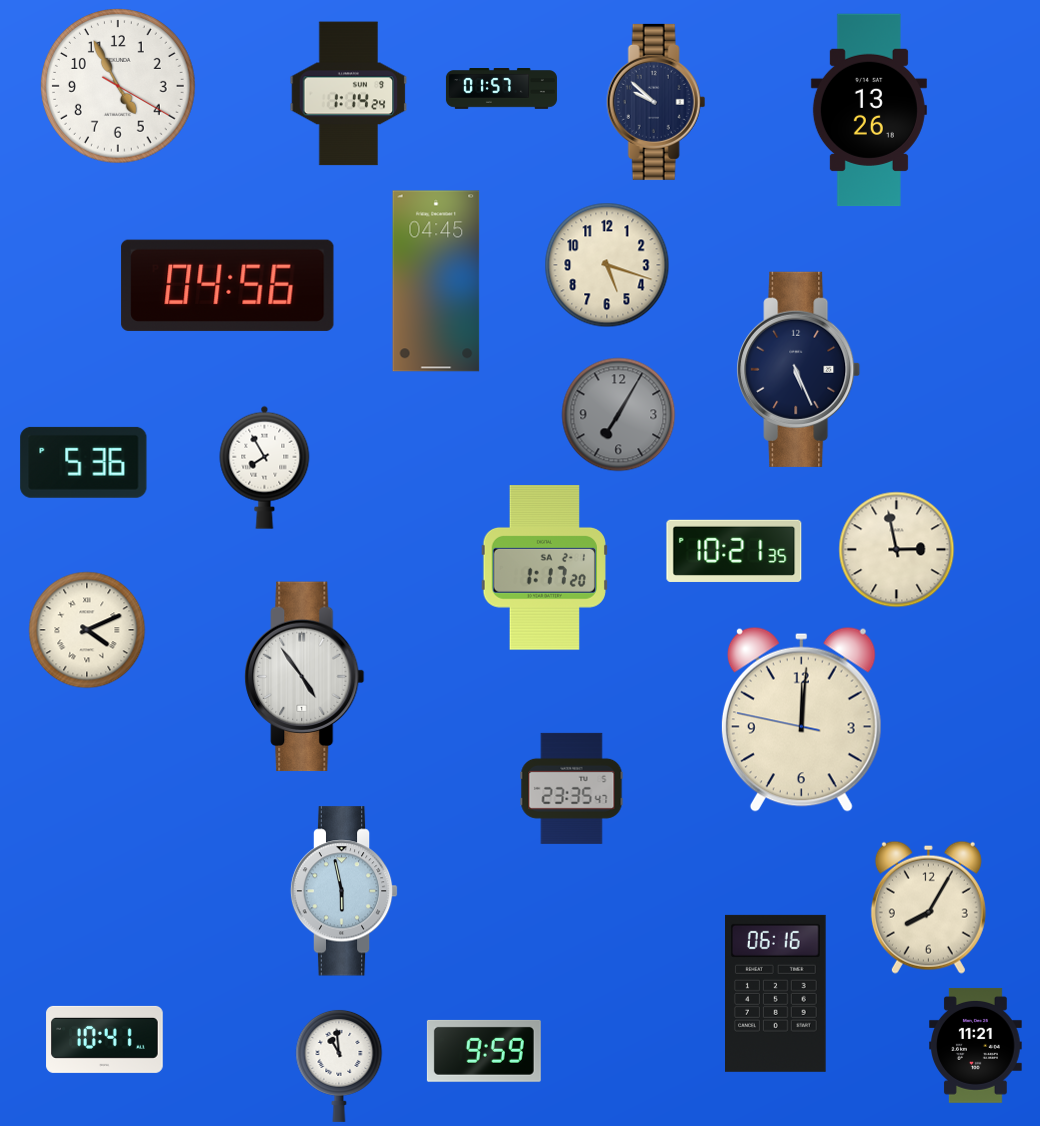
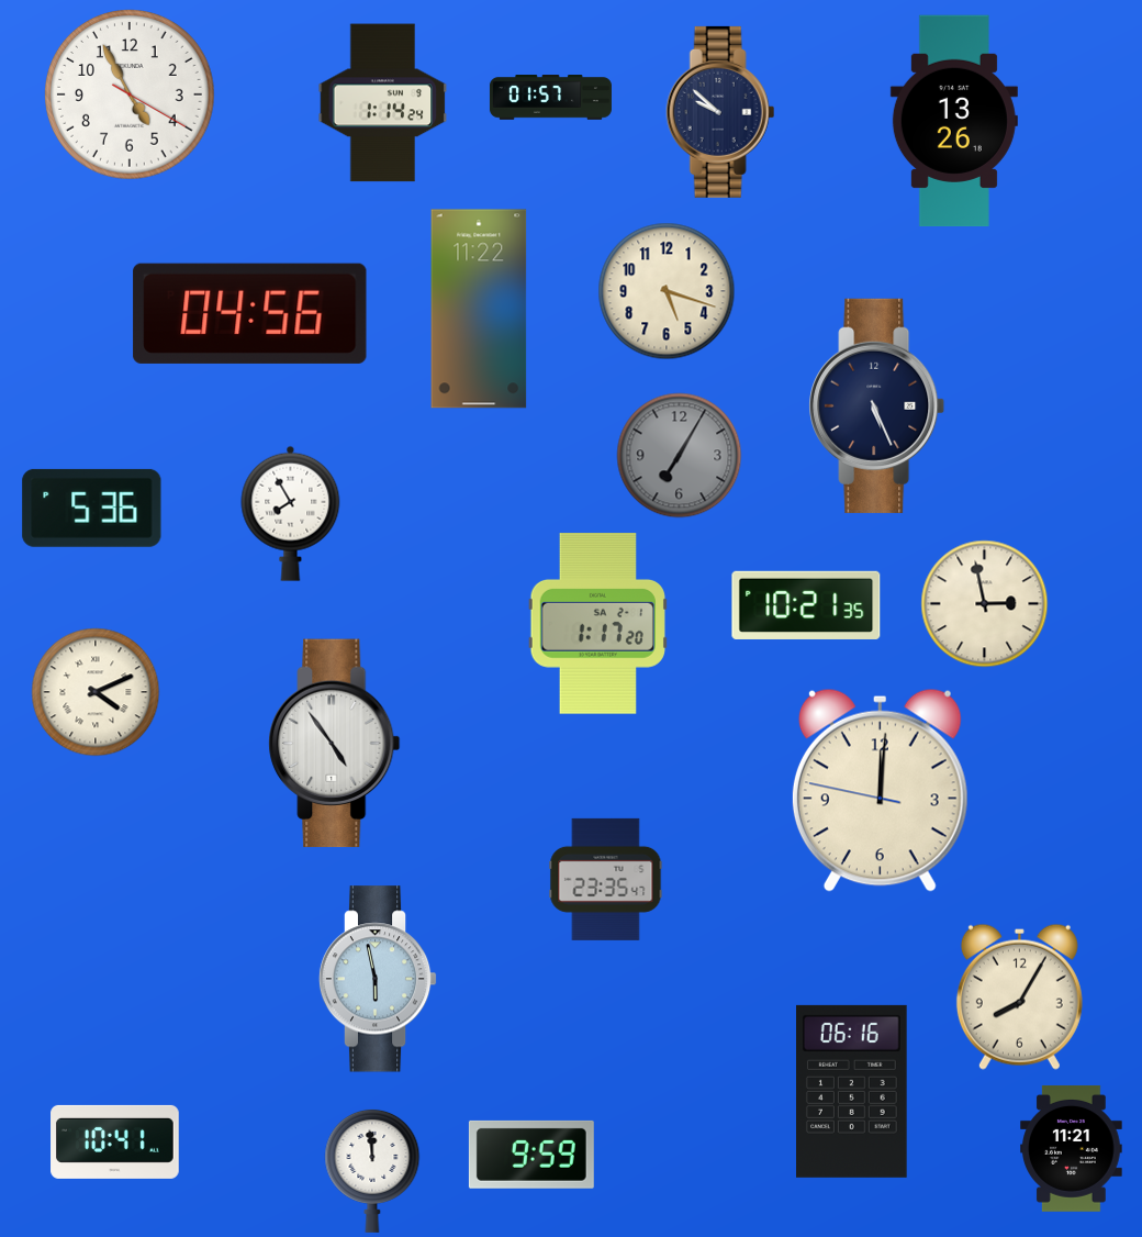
clock at (436, 281): 04:45 -> 11:22
clock at (572, 788) position: (572, 788) -> (606, 879)
clock at (339, 1065): 10:59 -> 11:59
